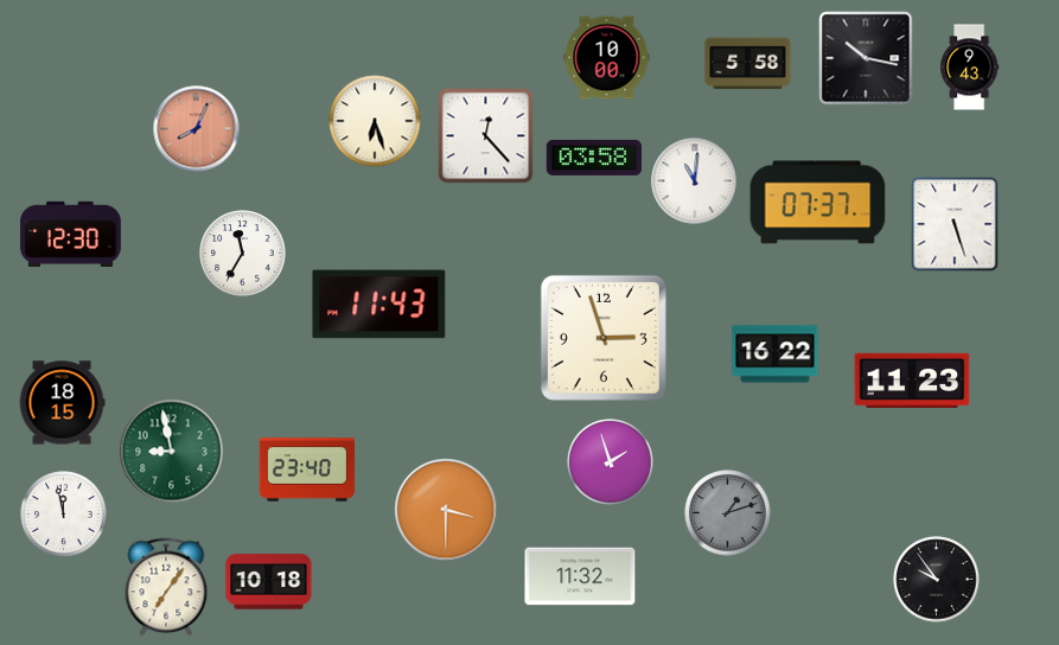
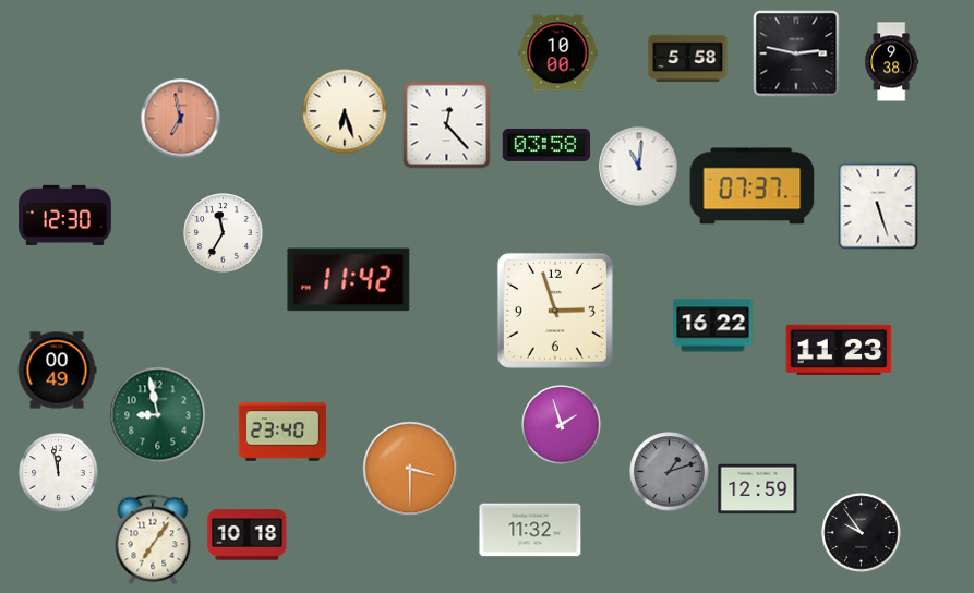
clock at (866, 58): 10:17 -> 2:47
clock at (970, 68): 9:43 -> 9:38
clock at (197, 129): 8:04 -> 6:58
clock at (379, 305): 11:43 -> 11:42
clock at (62, 403): 18:15 -> 00:49
clock at (758, 489): none -> 12:59
clock at (580, 576) position: (580, 576) -> (530, 530)
